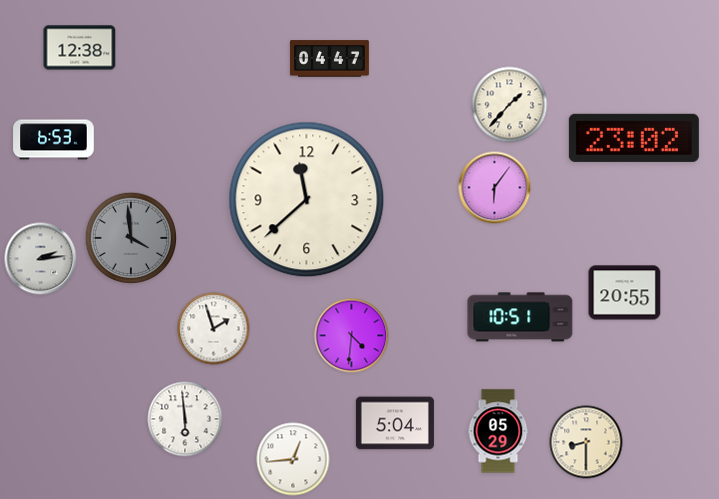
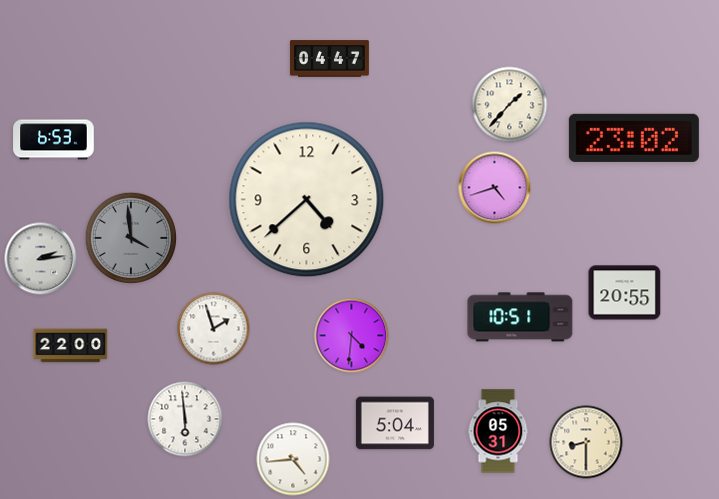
clock at (80, 48): 12:38 -> none
clock at (495, 188): 6:06 -> 4:42
clock at (307, 200): 11:38 -> 4:38
clock at (71, 346): none -> 22:00
clock at (498, 431): 05:29 -> 05:31
clock at (293, 459): 12:44 -> 4:44
